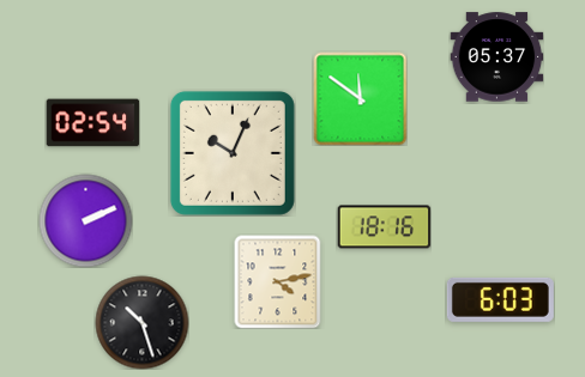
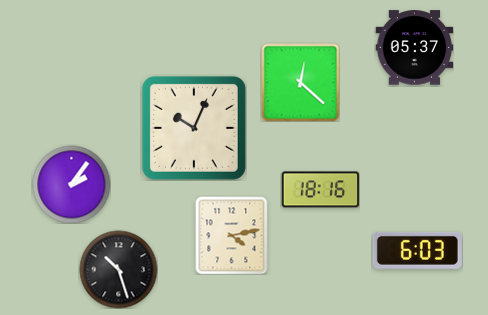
clock at (360, 98): 11:51 -> 12:22
clock at (92, 123): 02:54 -> none
clock at (85, 220): 2:11 -> 2:06
